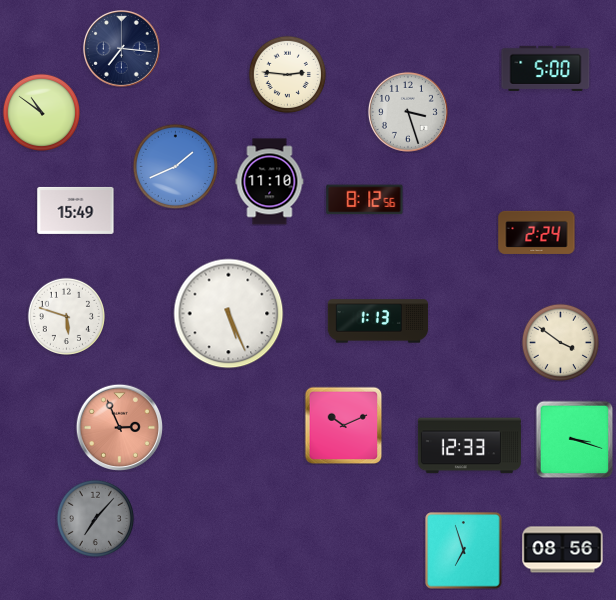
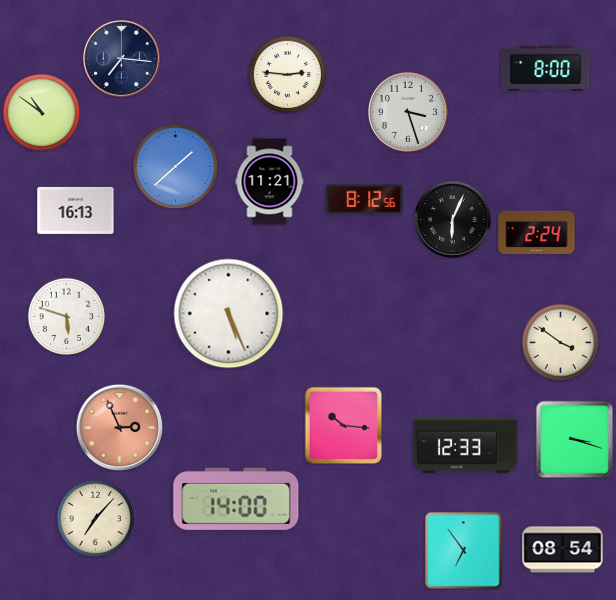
clock at (122, 49) position: (122, 49) -> (122, 59)
clock at (546, 68): 5:00 -> 8:00
clock at (175, 166): 1:41 -> 1:38
clock at (270, 182): 11:10 -> 11:21
clock at (76, 210): 15:49 -> 16:13
clock at (453, 220): none -> 6:04
clock at (378, 321): 1:13 -> none
clock at (343, 425): 10:11 -> 10:16
clock at (469, 446) position: (469, 446) -> (465, 446)
clock at (236, 499): none -> 14:00
clock at (95, 518) dial: grey -> cream
clock at (563, 550): 08:56 -> 08:54
clock at (464, 551): 6:57 -> 6:54
